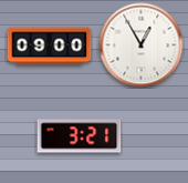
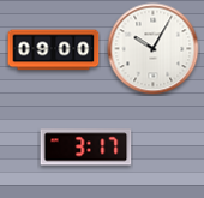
clock at (142, 45): 12:55 -> 10:05
clock at (80, 136): 3:21 -> 3:17
